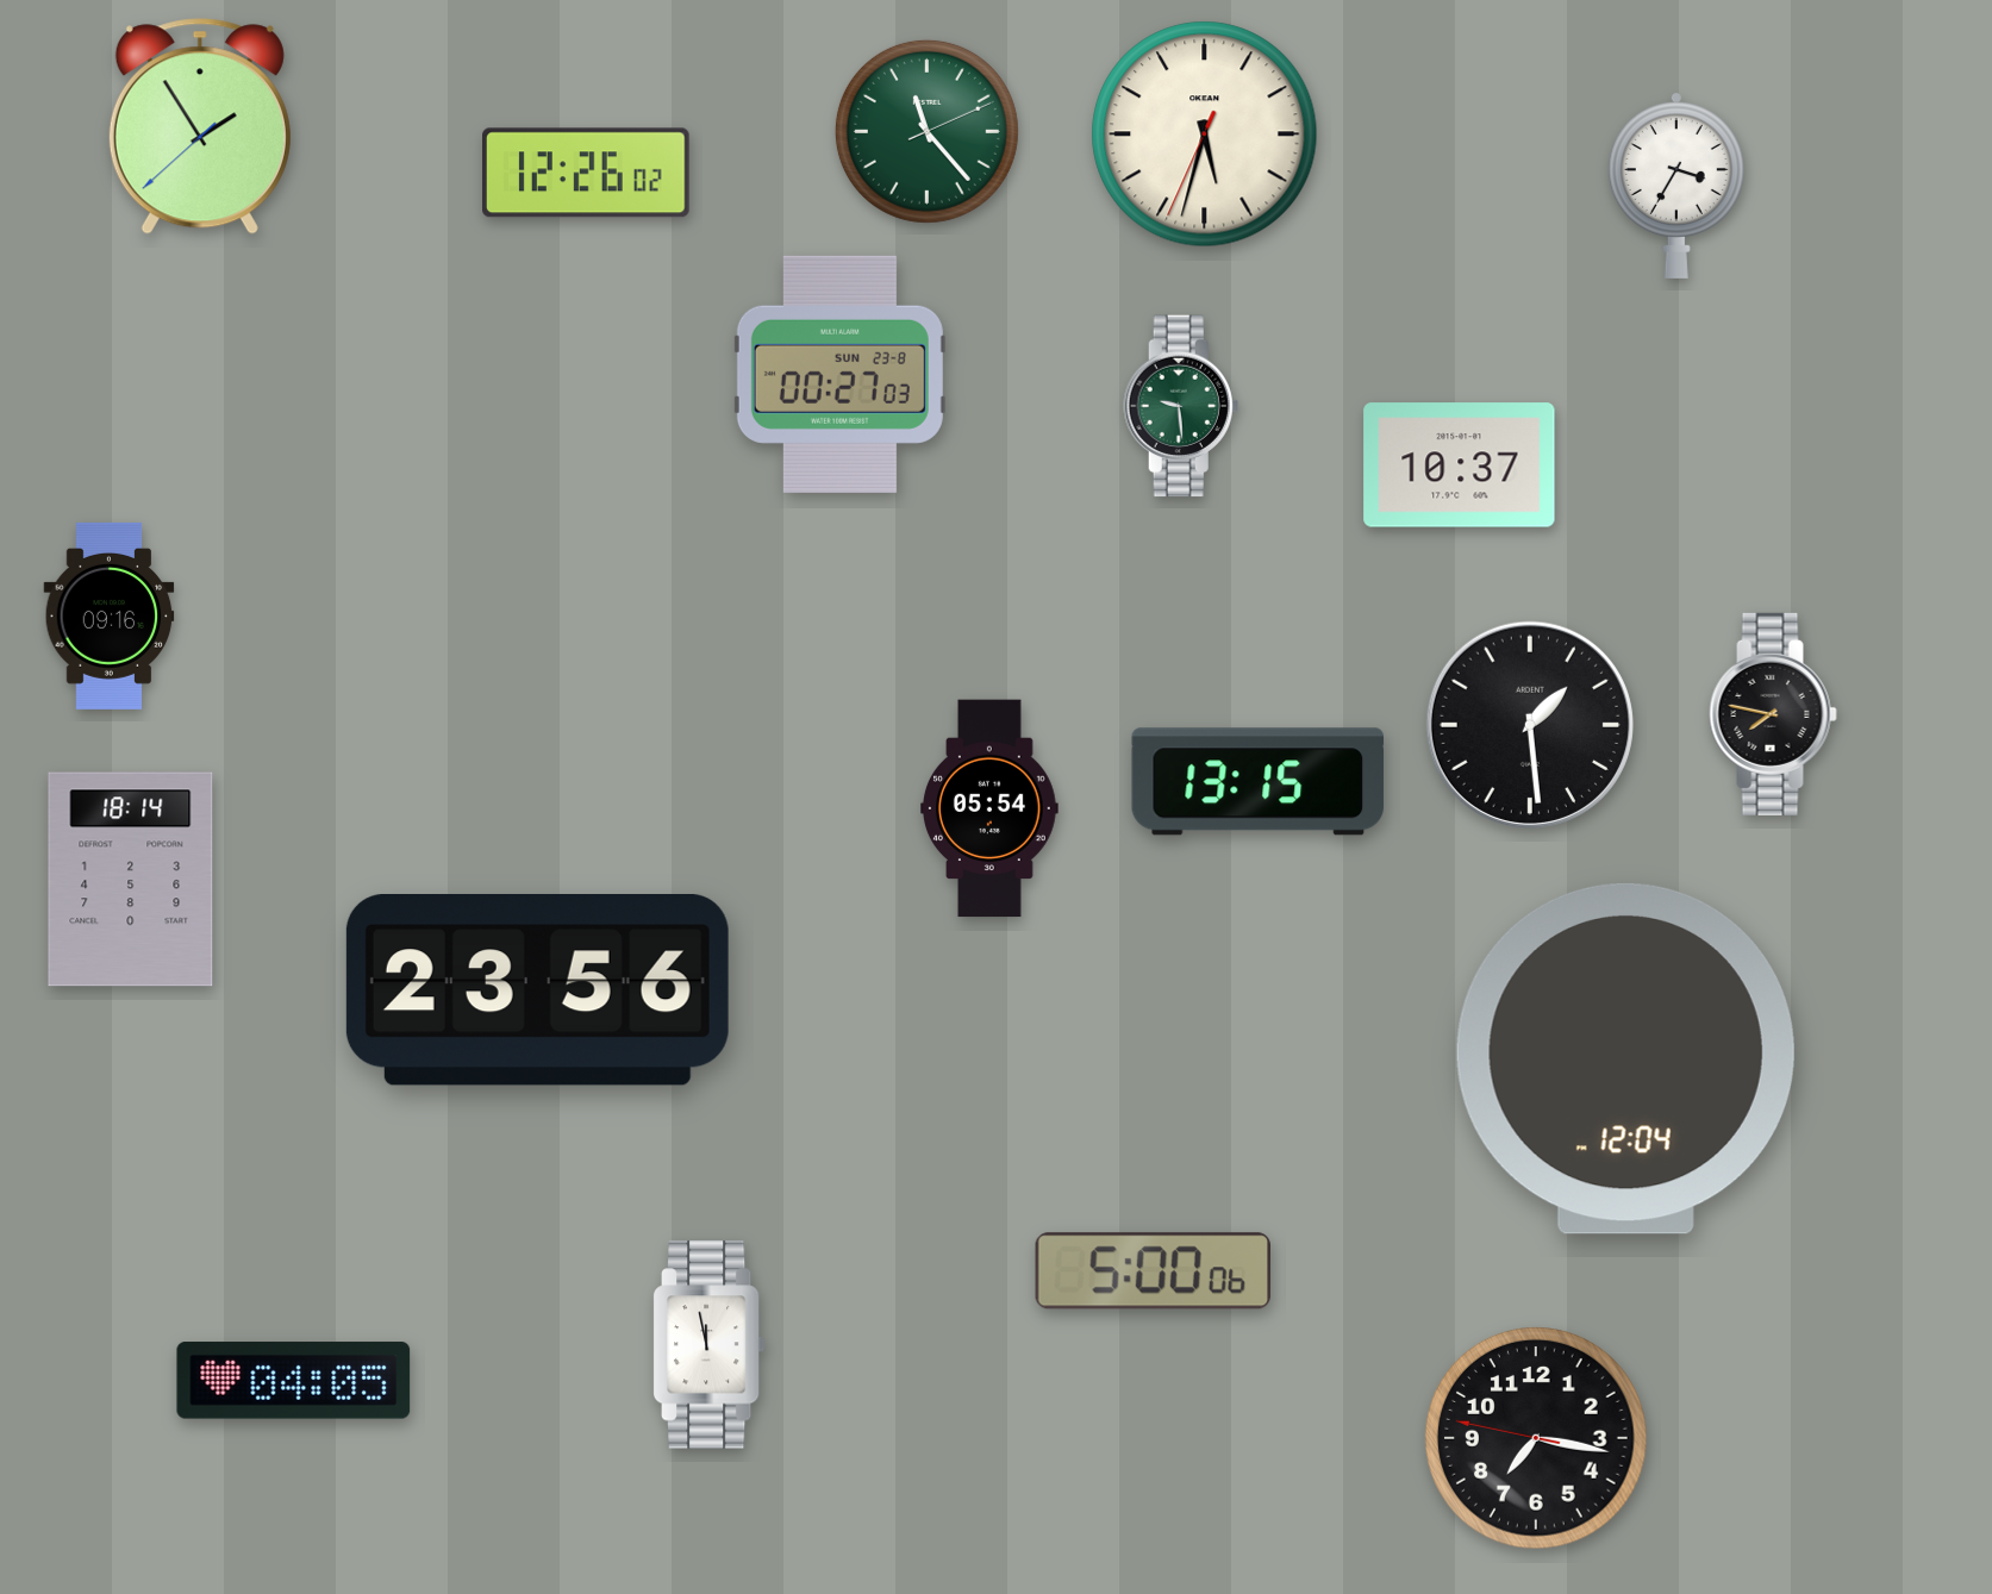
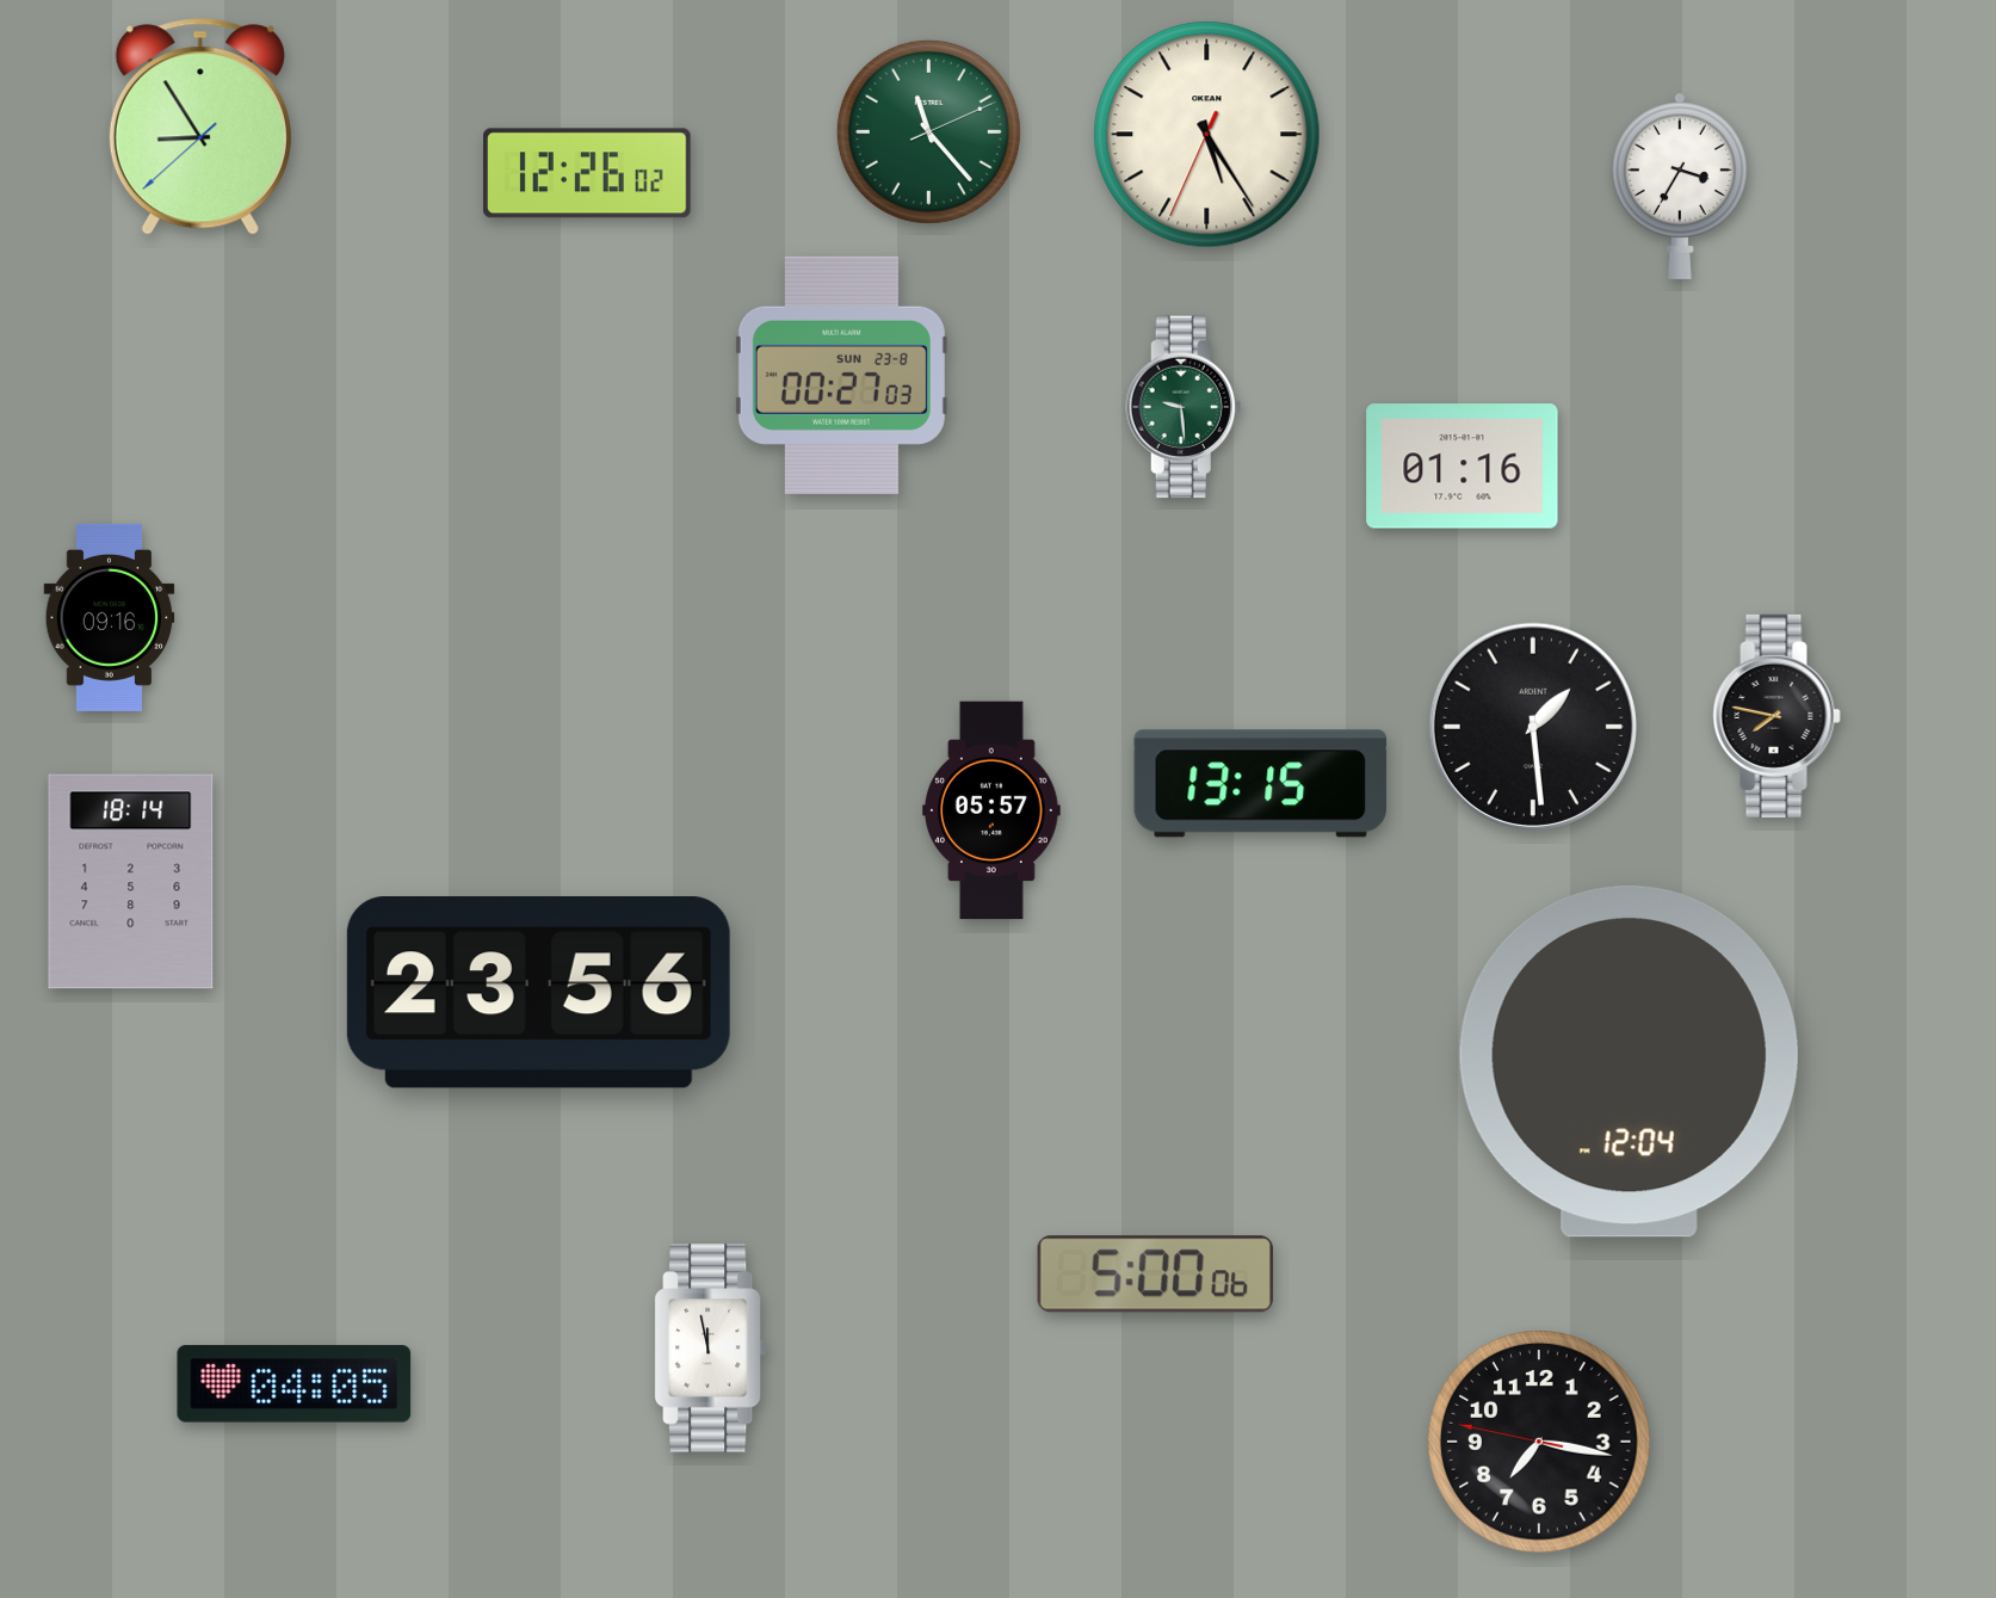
clock at (200, 126): 1:54 -> 8:54
clock at (1205, 135): 5:32 -> 5:24
clock at (1460, 465): 10:37 -> 01:16
clock at (991, 808): 05:54 -> 05:57
